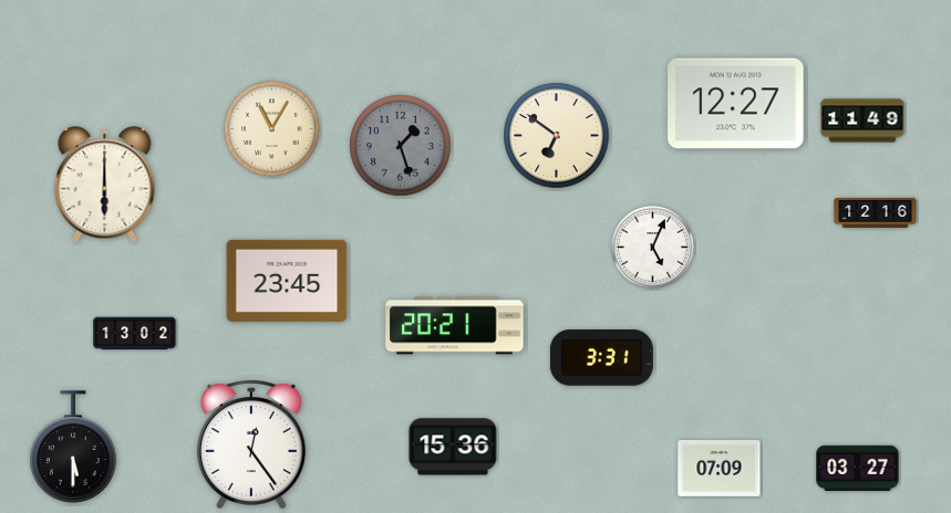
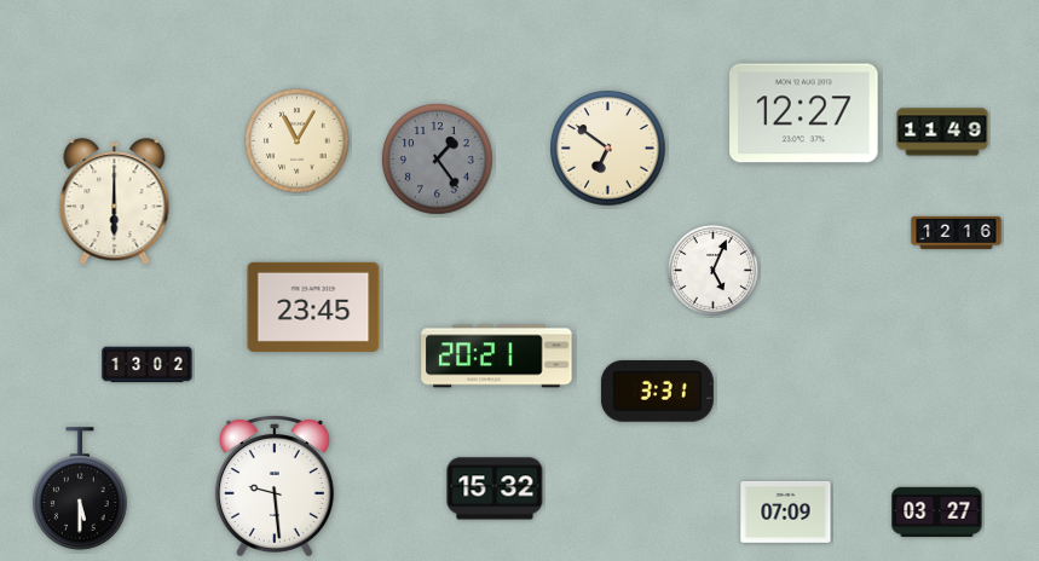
clock at (401, 146): 1:27 -> 1:24
clock at (251, 444): 12:24 -> 9:29
clock at (453, 447): 15:36 -> 15:32
